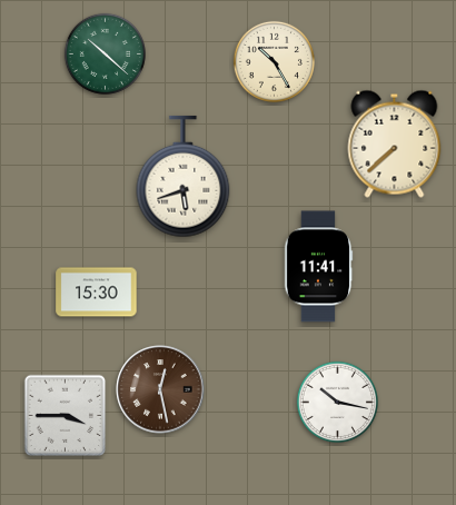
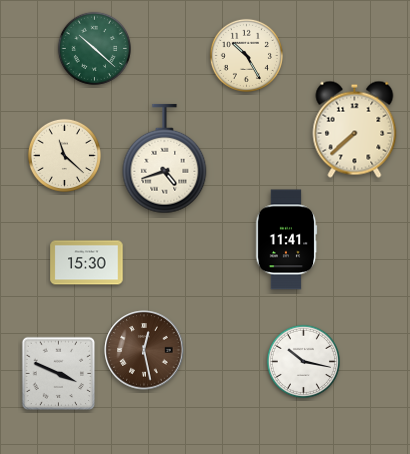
clock at (64, 155): none -> 11:22
clock at (184, 177): 5:42 -> 4:42
clock at (66, 416): 3:45 -> 3:49
